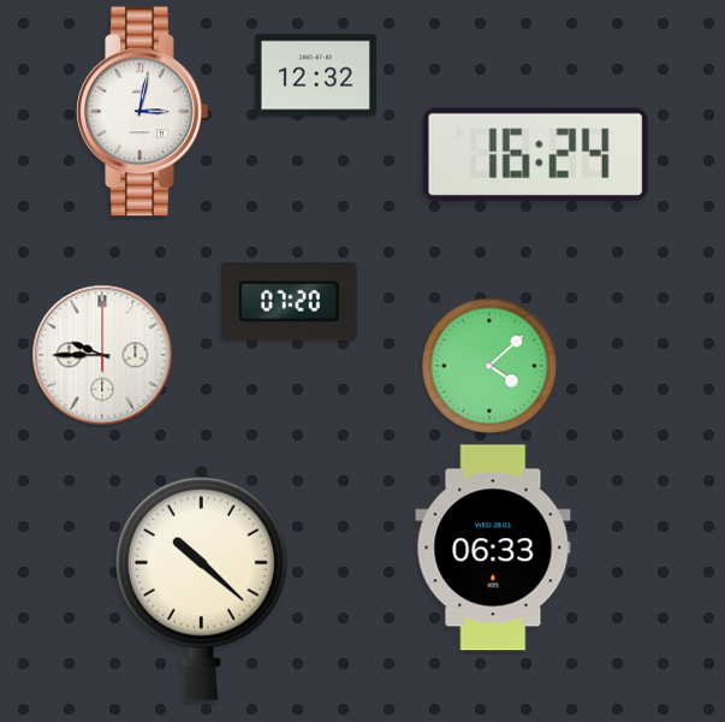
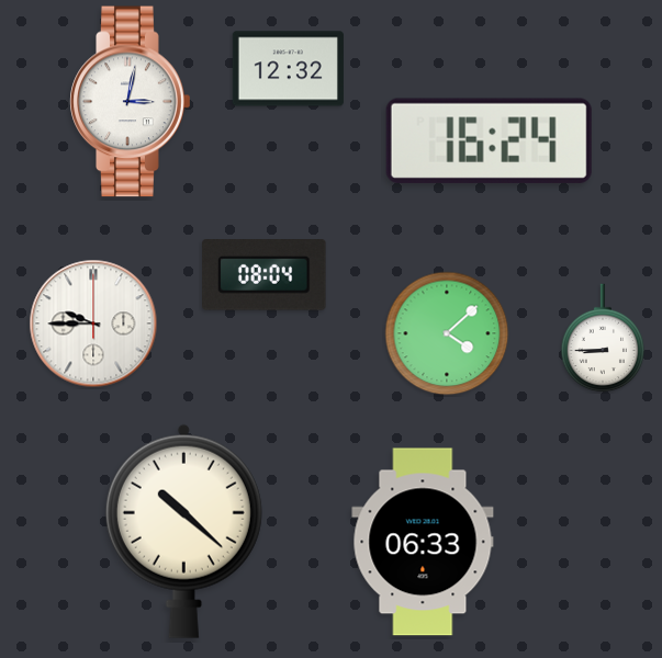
clock at (290, 302): 07:20 -> 08:04
clock at (603, 338): none -> 8:45
clock at (493, 548) position: (493, 548) -> (423, 542)
